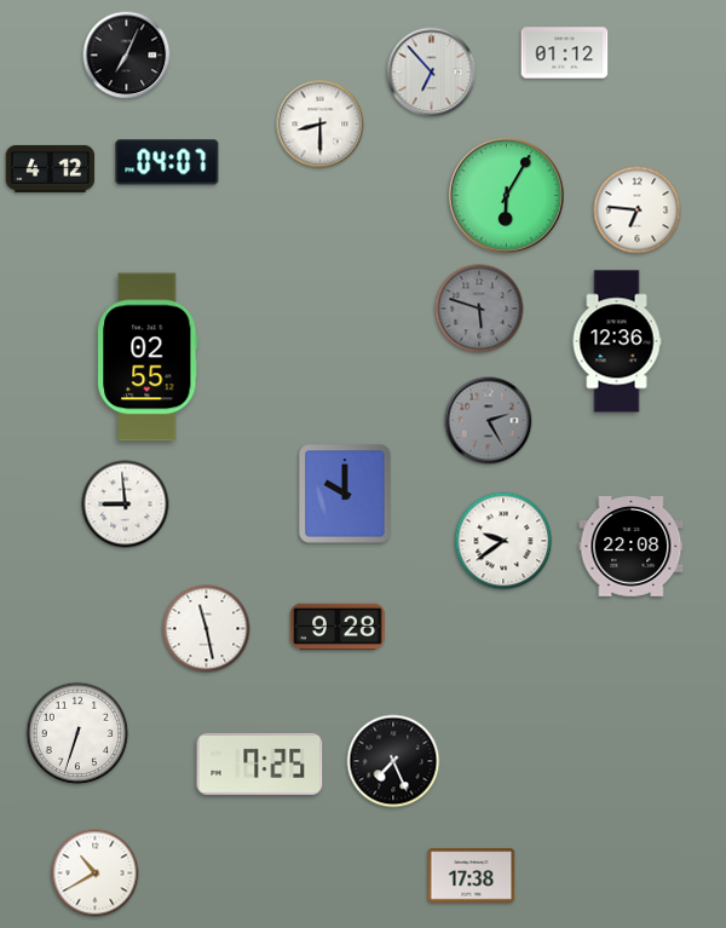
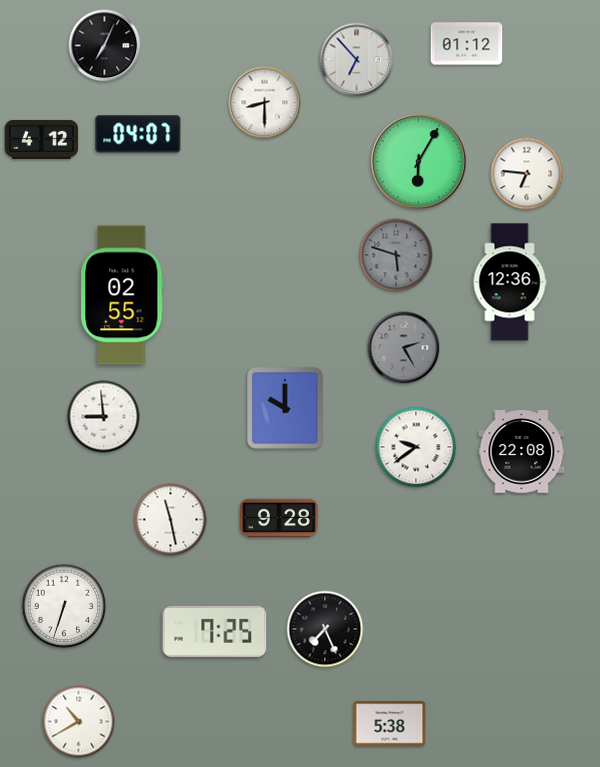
clock at (472, 876): 17:38 -> 5:38
